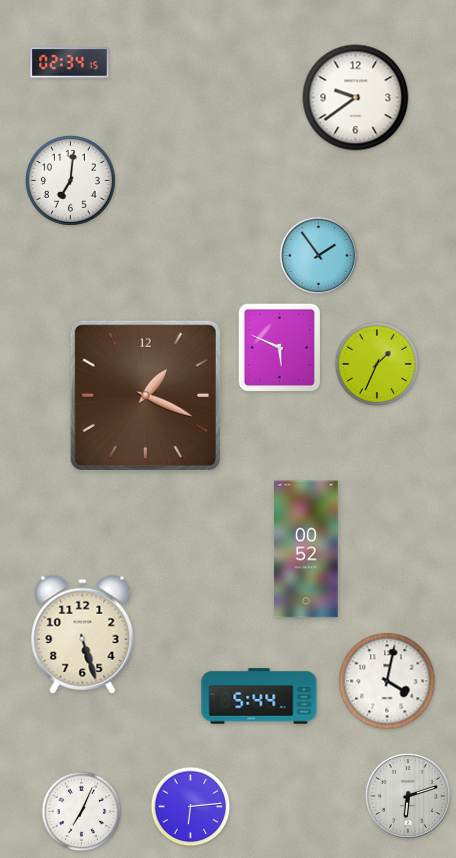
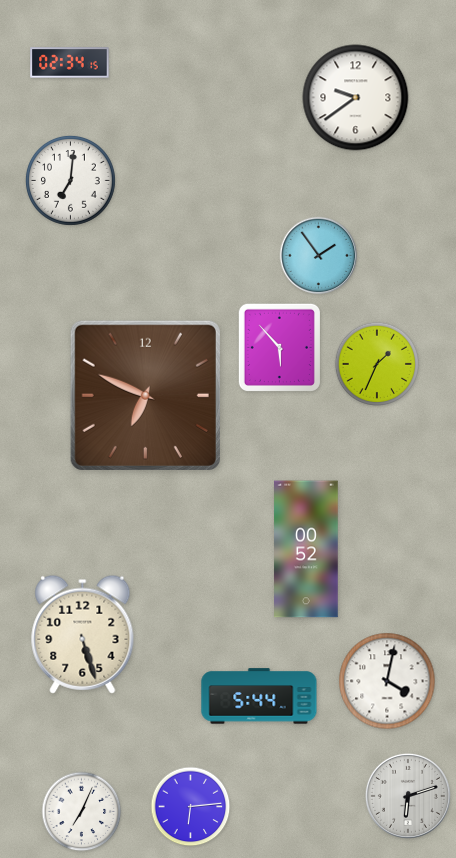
clock at (279, 347): 5:49 -> 5:53
clock at (145, 395): 1:19 -> 6:49
